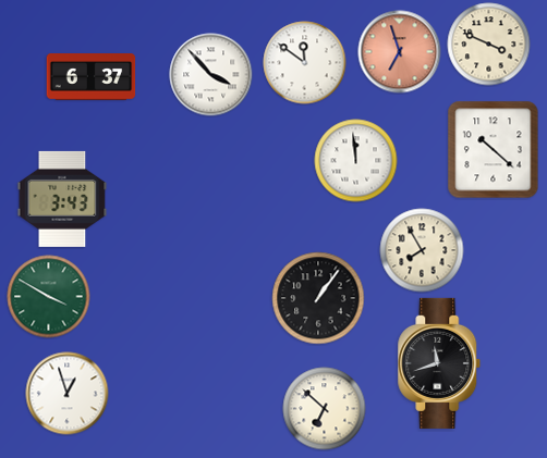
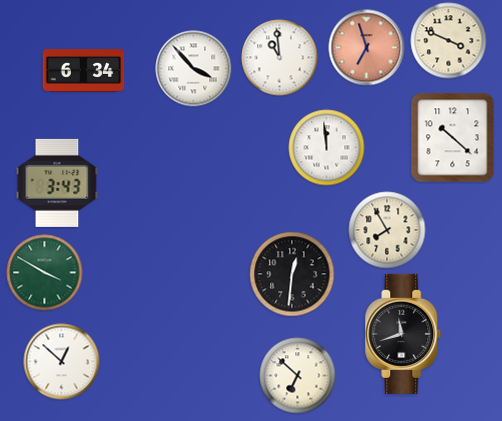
clock at (305, 63): 11:51 -> 10:59
clock at (92, 77): 6:37 -> 6:34
clock at (318, 298): 1:06 -> 12:31
clock at (68, 394): 12:57 -> 12:52
